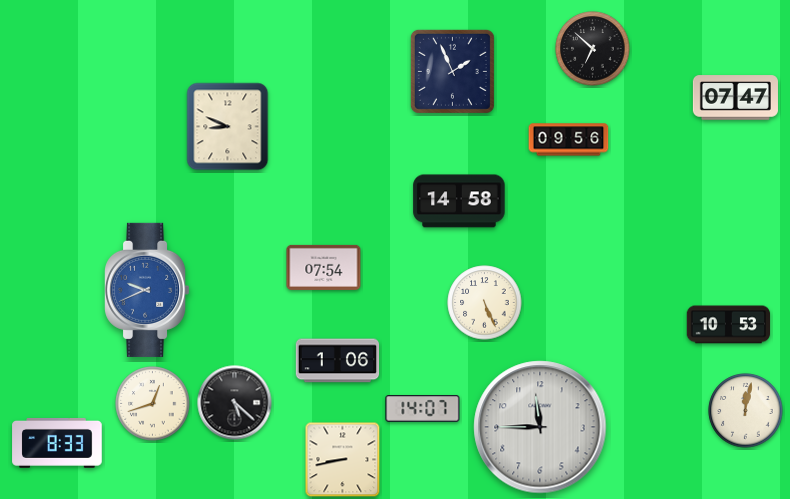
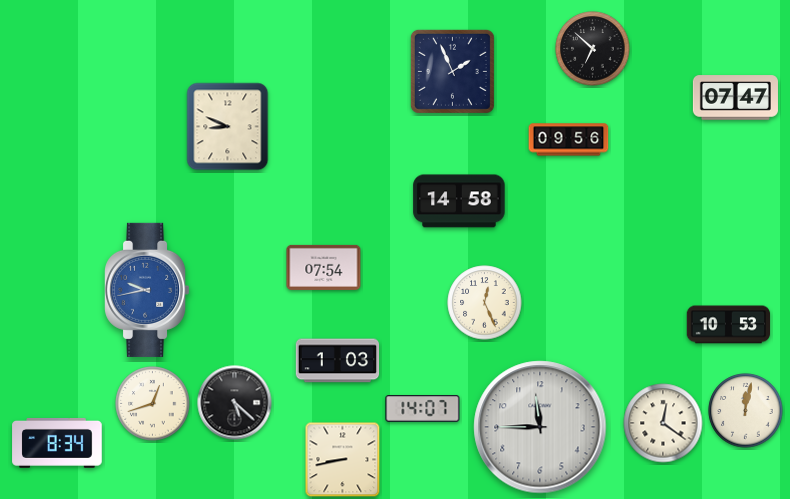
clock at (148, 290): 9:41 -> 9:43
clock at (485, 303): 5:26 -> 12:26
clock at (338, 361): 1:06 -> 1:03
clock at (663, 423): none -> 12:21
clock at (57, 443): 8:33 -> 8:34
